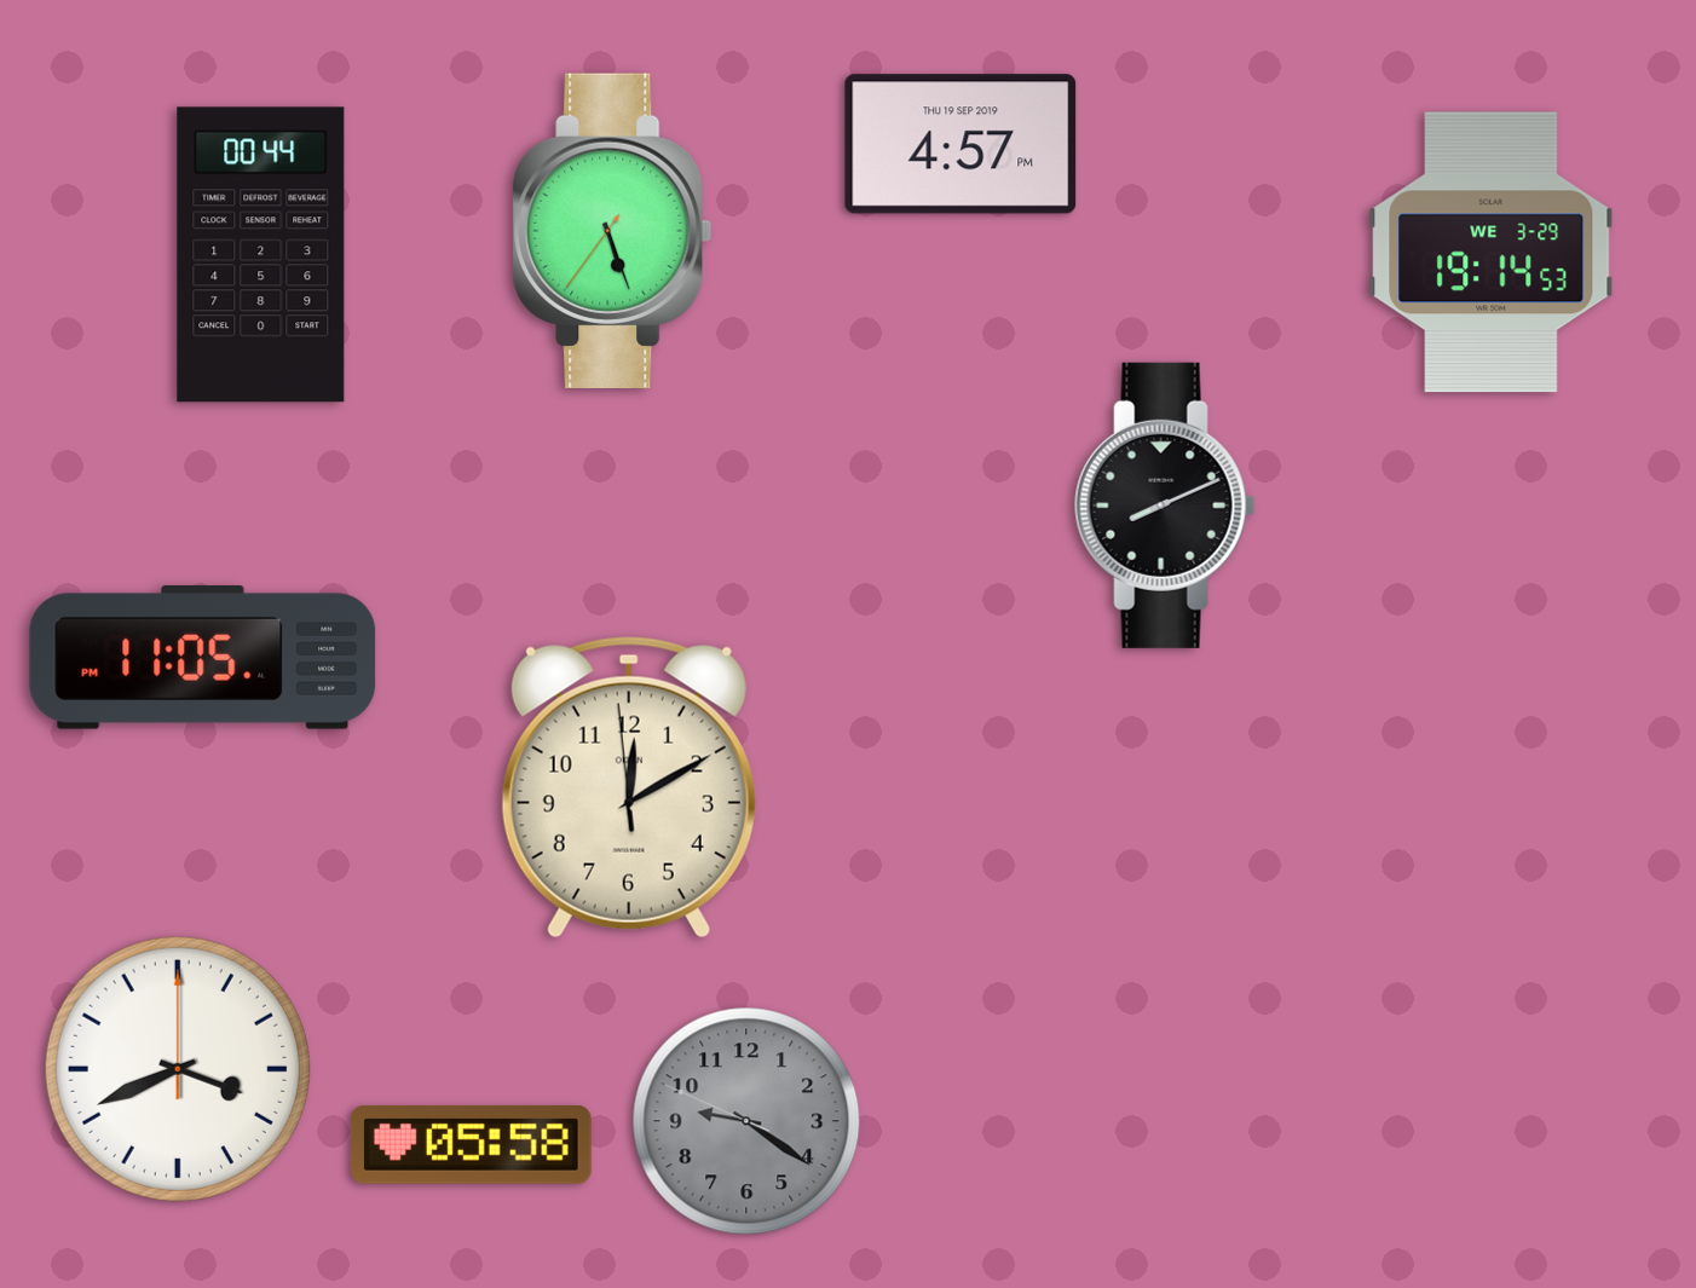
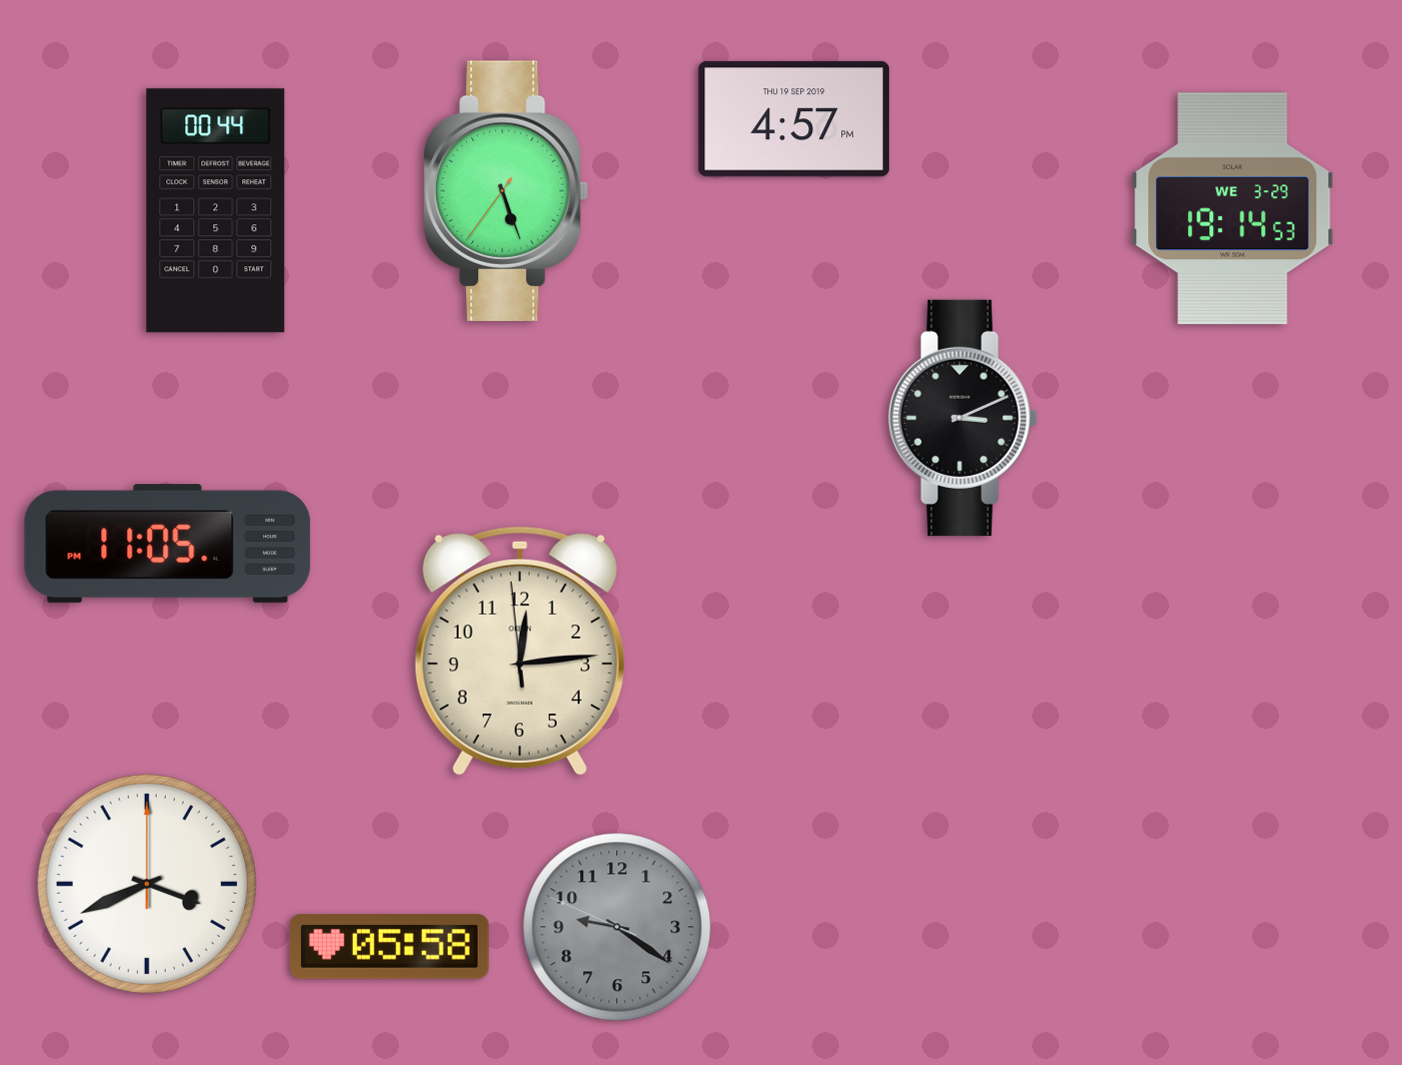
clock at (1165, 506): 8:11 -> 3:11
clock at (629, 787): 12:09 -> 12:13
